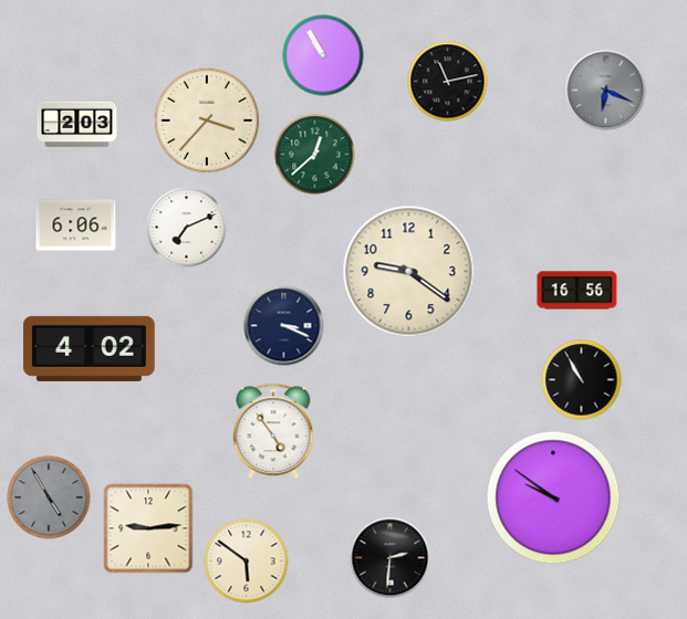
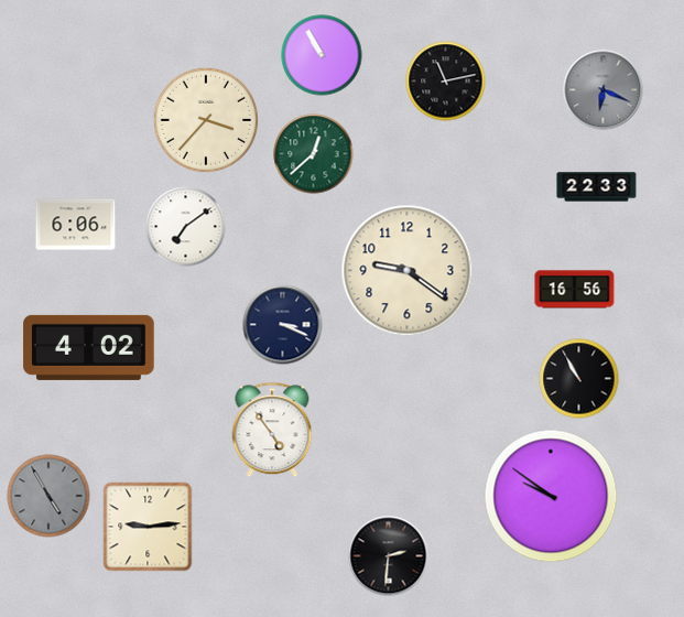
clock at (77, 125): 2:03 -> none
clock at (597, 187): none -> 22:33
clock at (187, 228): 7:11 -> 7:09
clock at (247, 562): 5:51 -> none
